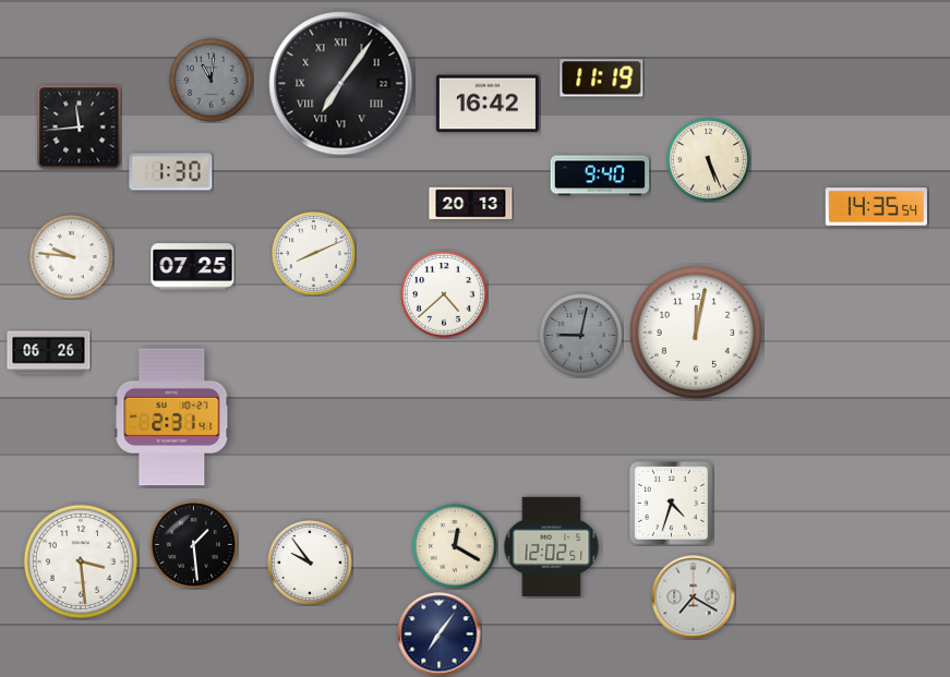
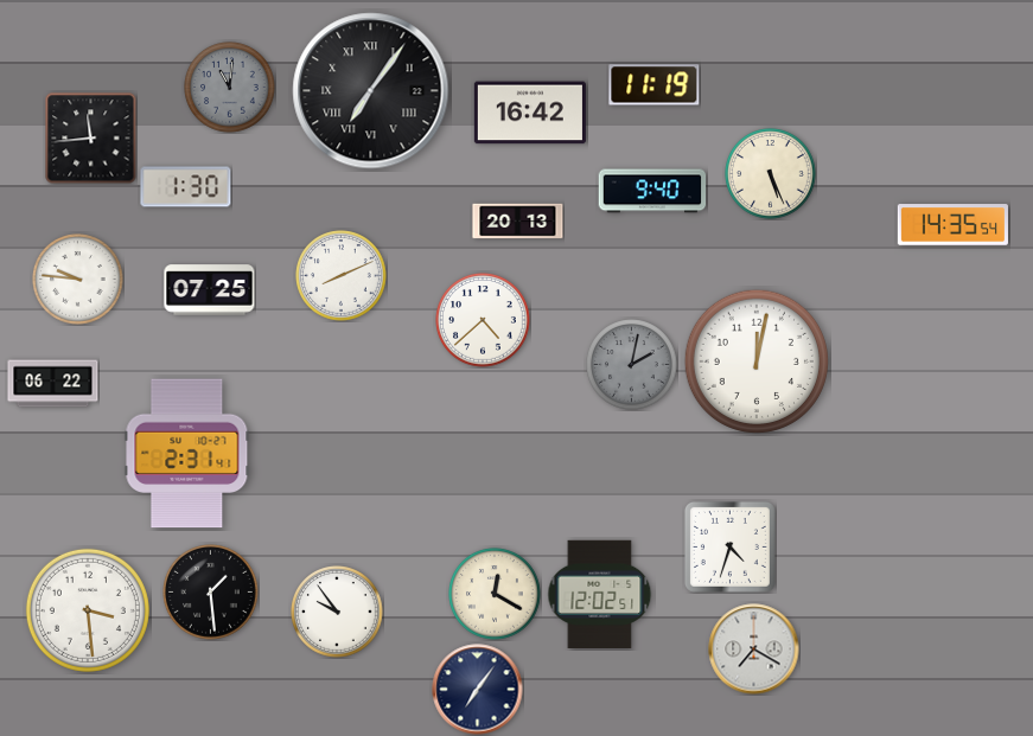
clock at (80, 128) position: (80, 128) -> (91, 139)
clock at (471, 204) position: (471, 204) -> (518, 222)
clock at (581, 336): 9:02 -> 2:02
clock at (49, 353): 06:26 -> 06:22
